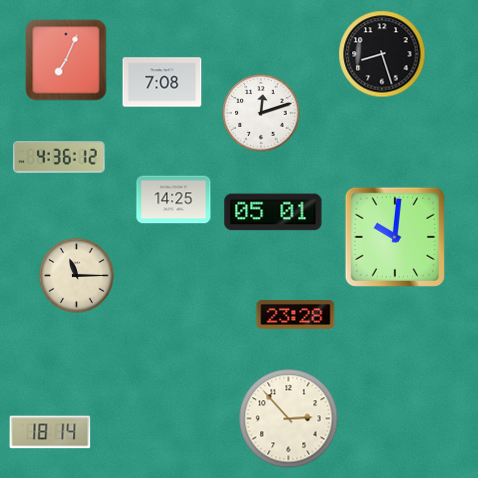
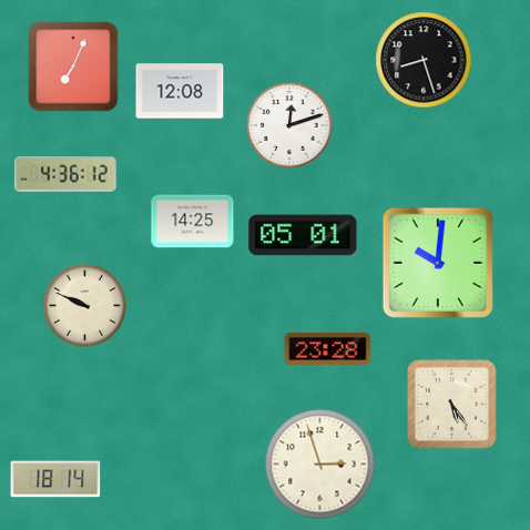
clock at (162, 82): 7:08 -> 12:08
clock at (77, 276): 11:15 -> 9:49
clock at (452, 405): none -> 5:24
clock at (289, 419): 2:53 -> 2:57
